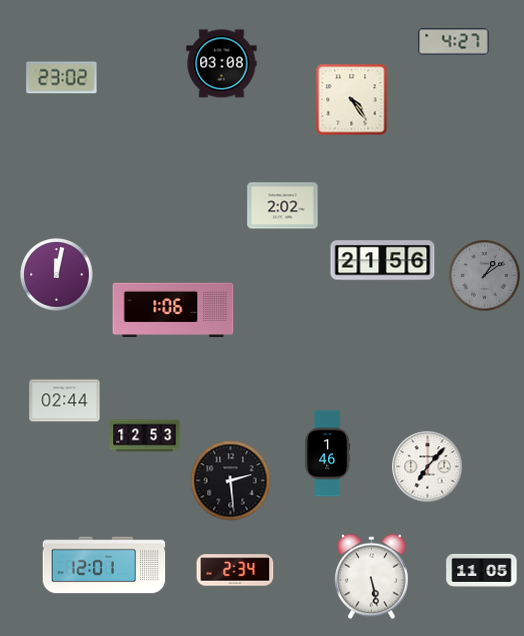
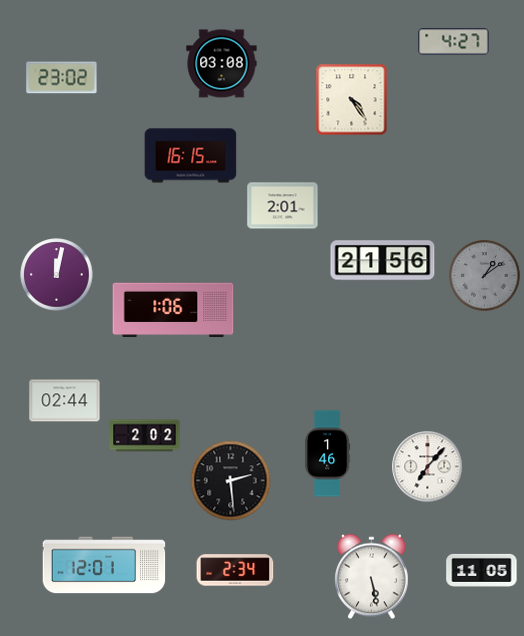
clock at (191, 156): none -> 16:15
clock at (283, 206): 2:02 -> 2:01
clock at (145, 436): 12:53 -> 2:02
